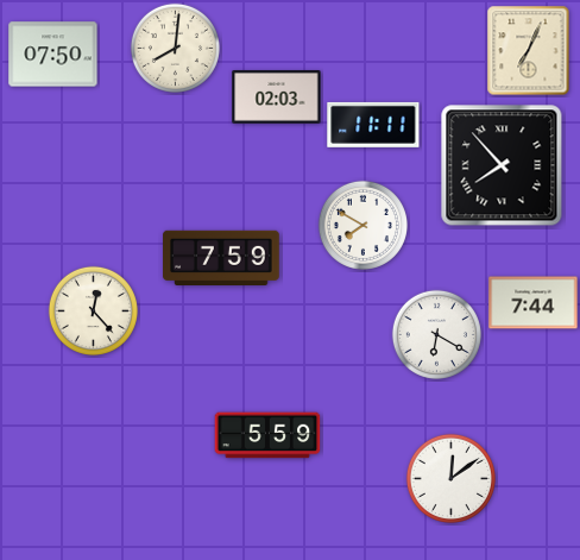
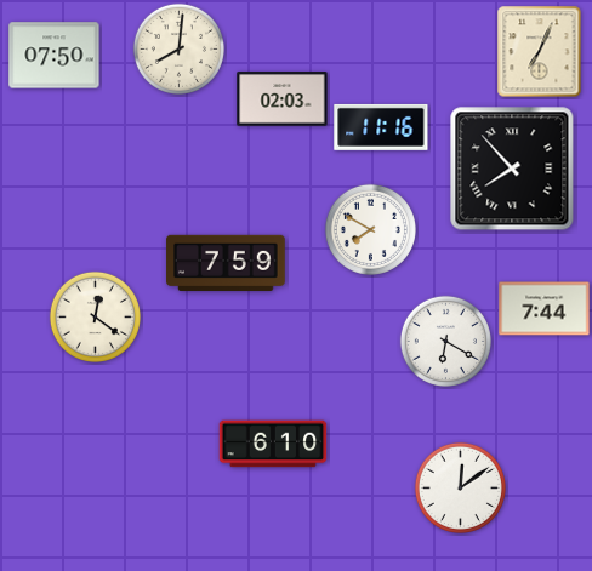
clock at (373, 125): 11:11 -> 11:16
clock at (93, 310): 12:23 -> 12:21
clock at (267, 435): 5:59 -> 6:10
